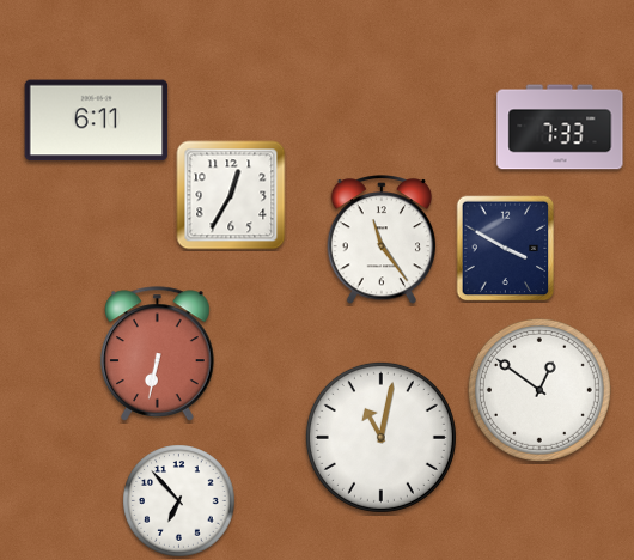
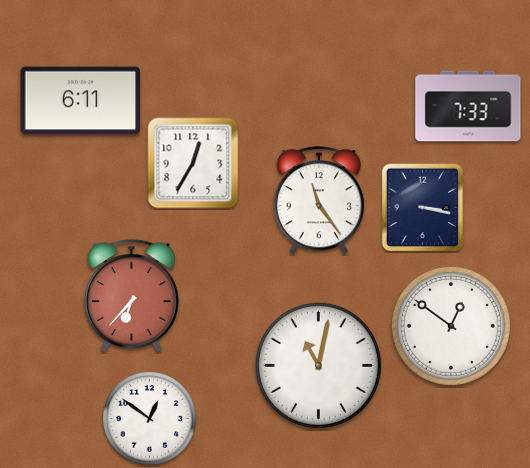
clock at (506, 249): 3:50 -> 3:17
clock at (158, 354): 6:32 -> 6:37
clock at (179, 501): 6:53 -> 12:51
